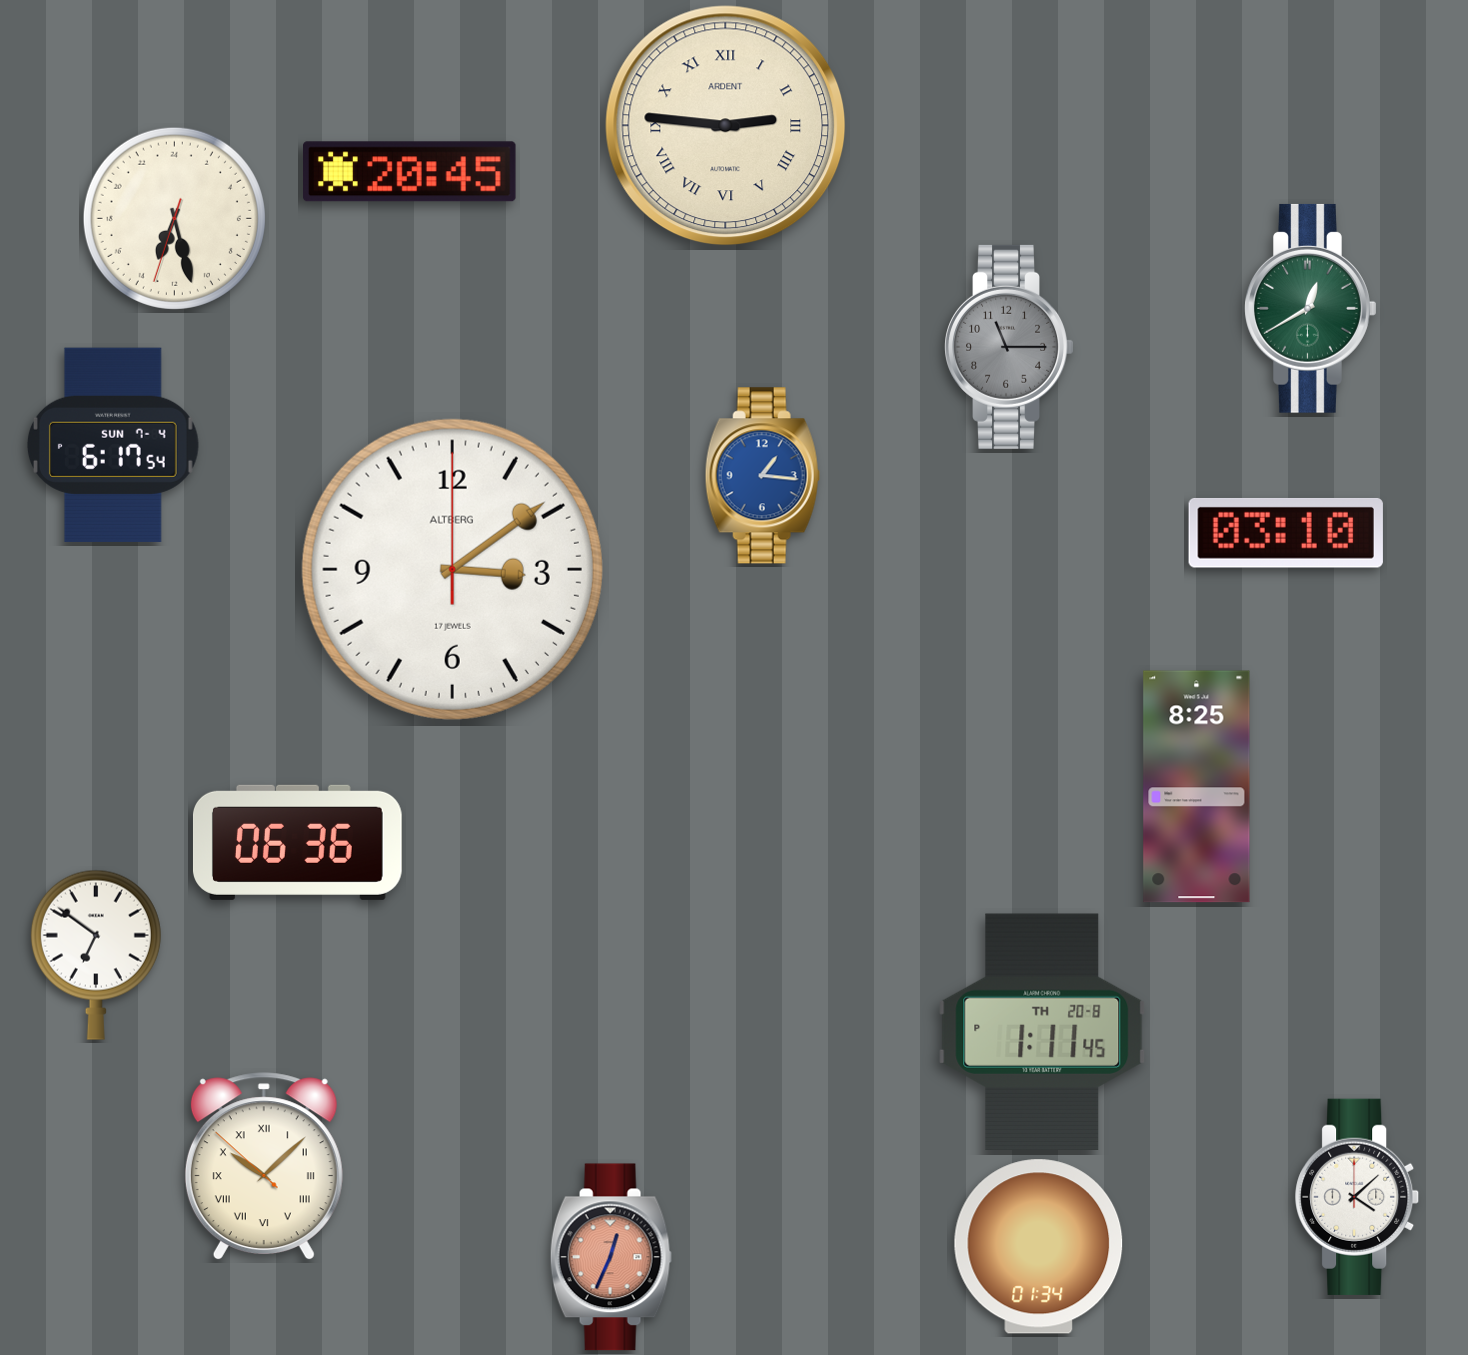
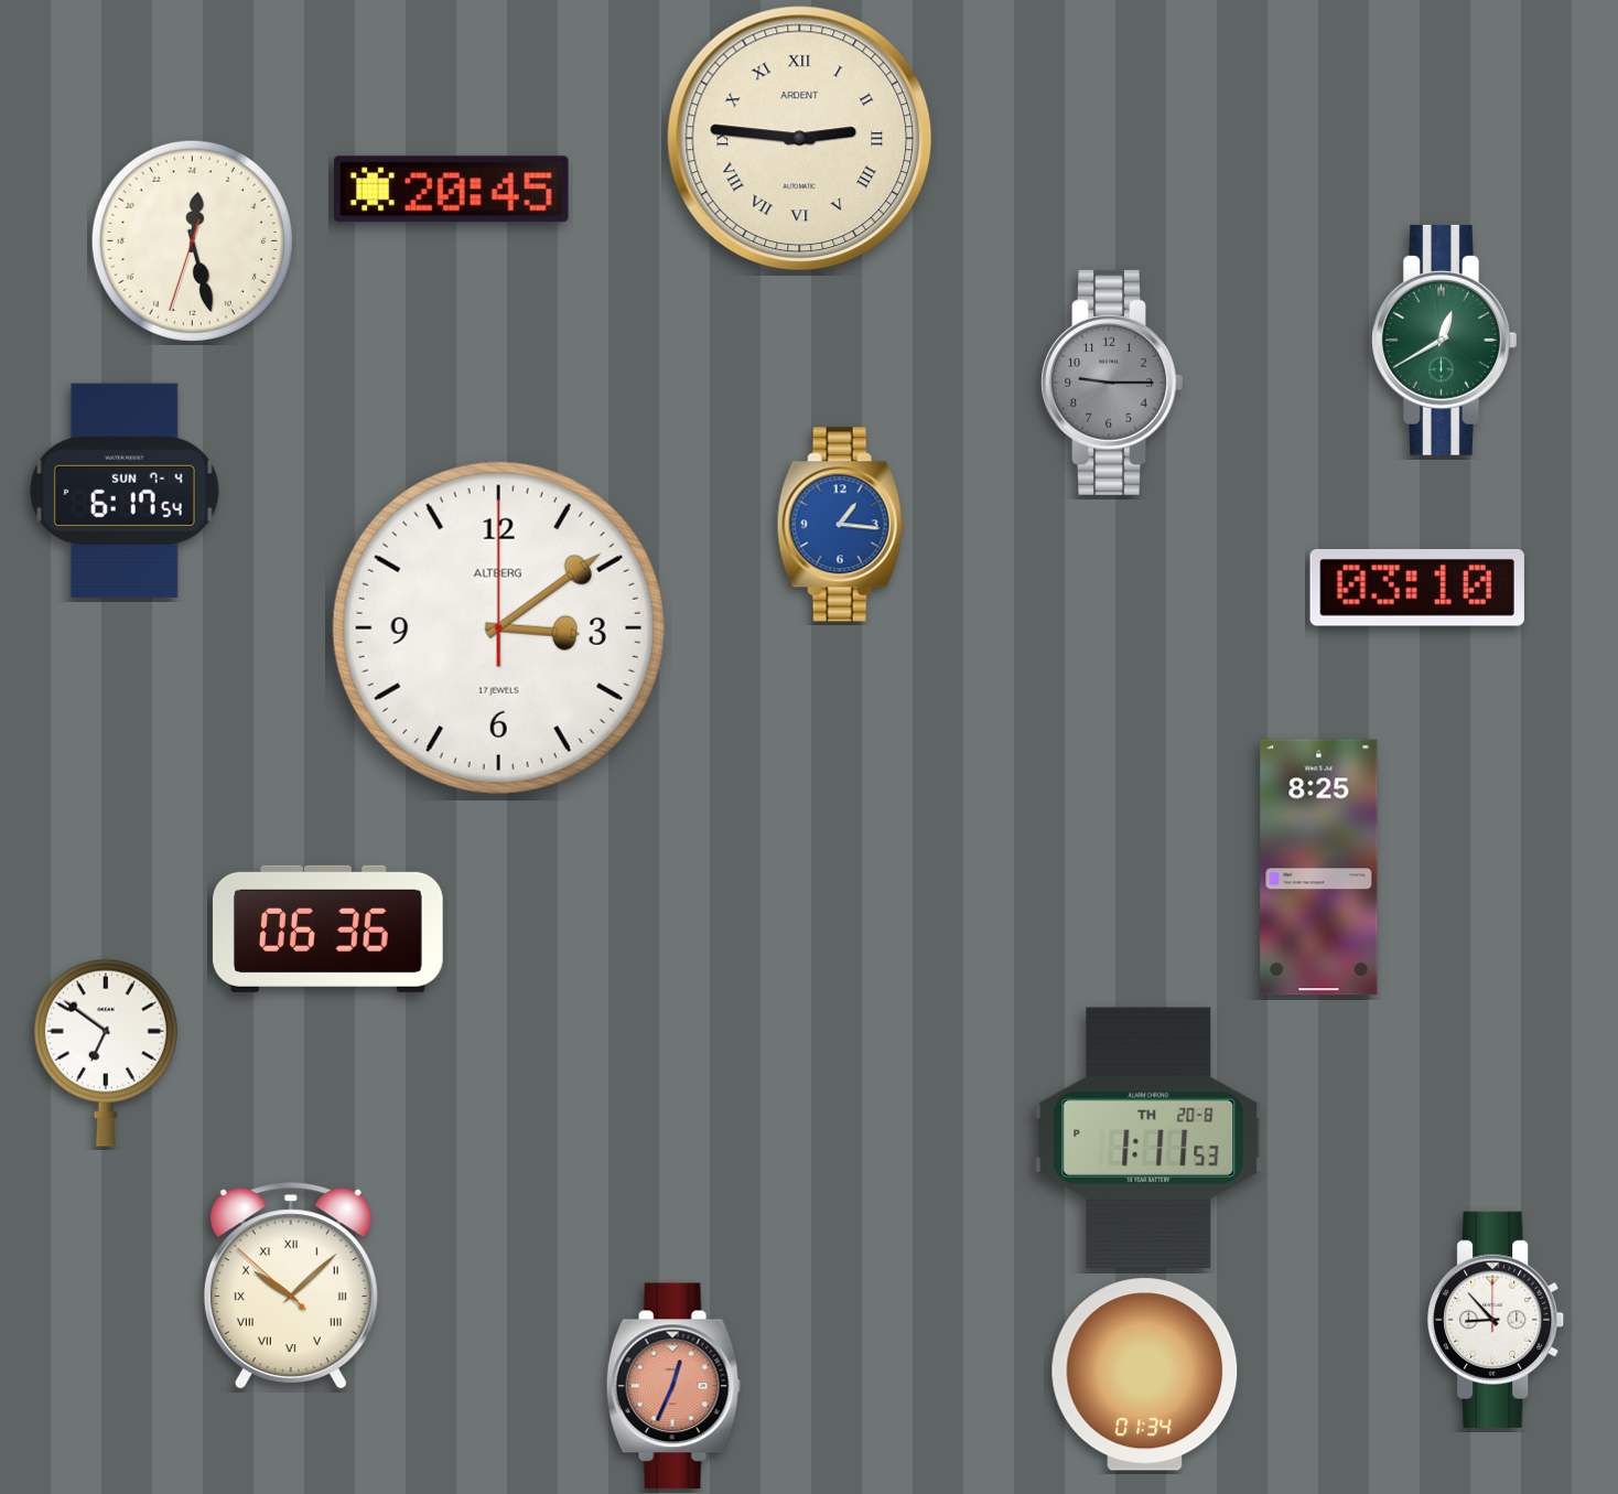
clock at (174, 218): 13:27 -> 0:27
clock at (1009, 347): 11:15 -> 9:15
clock at (1042, 1031): 1:11:45 PM -> 1:11:53 PM
clock at (1358, 1197): 4:08 -> 8:53
